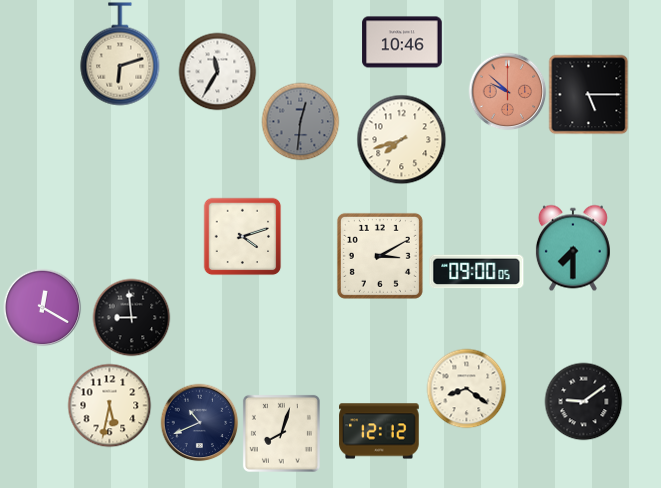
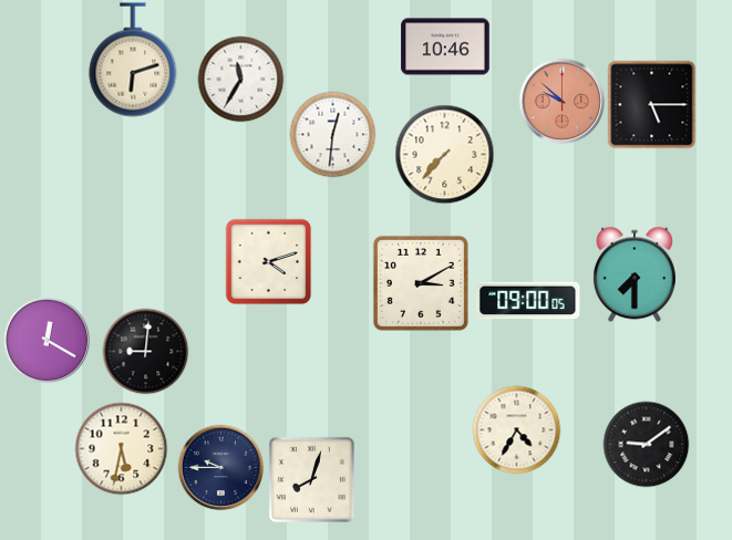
clock at (300, 121) dial: grey -> white
clock at (401, 139): 7:42 -> 7:37
clock at (131, 317): 8:59 -> 9:01
clock at (466, 388): 8:21 -> 4:35
clock at (199, 422): 10:41 -> 9:45
clock at (379, 431): 12:12 -> none
